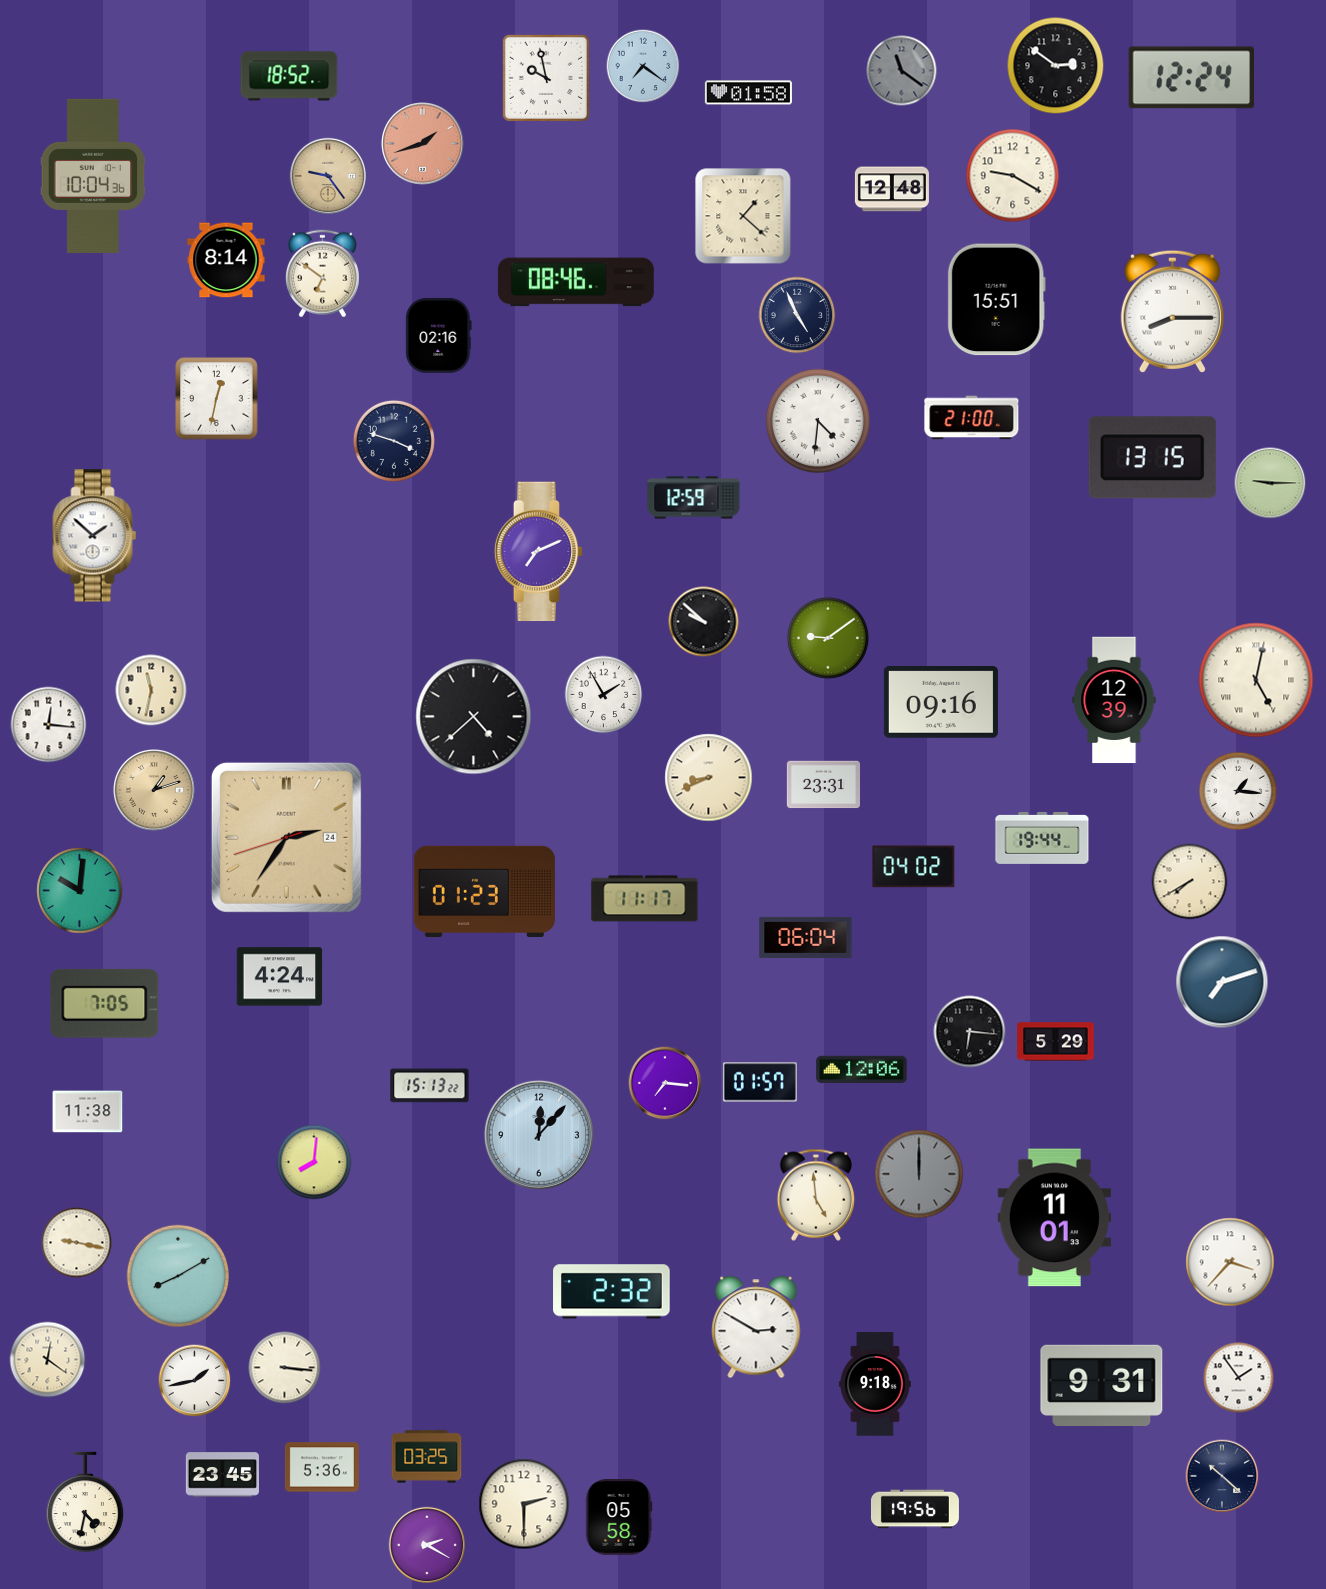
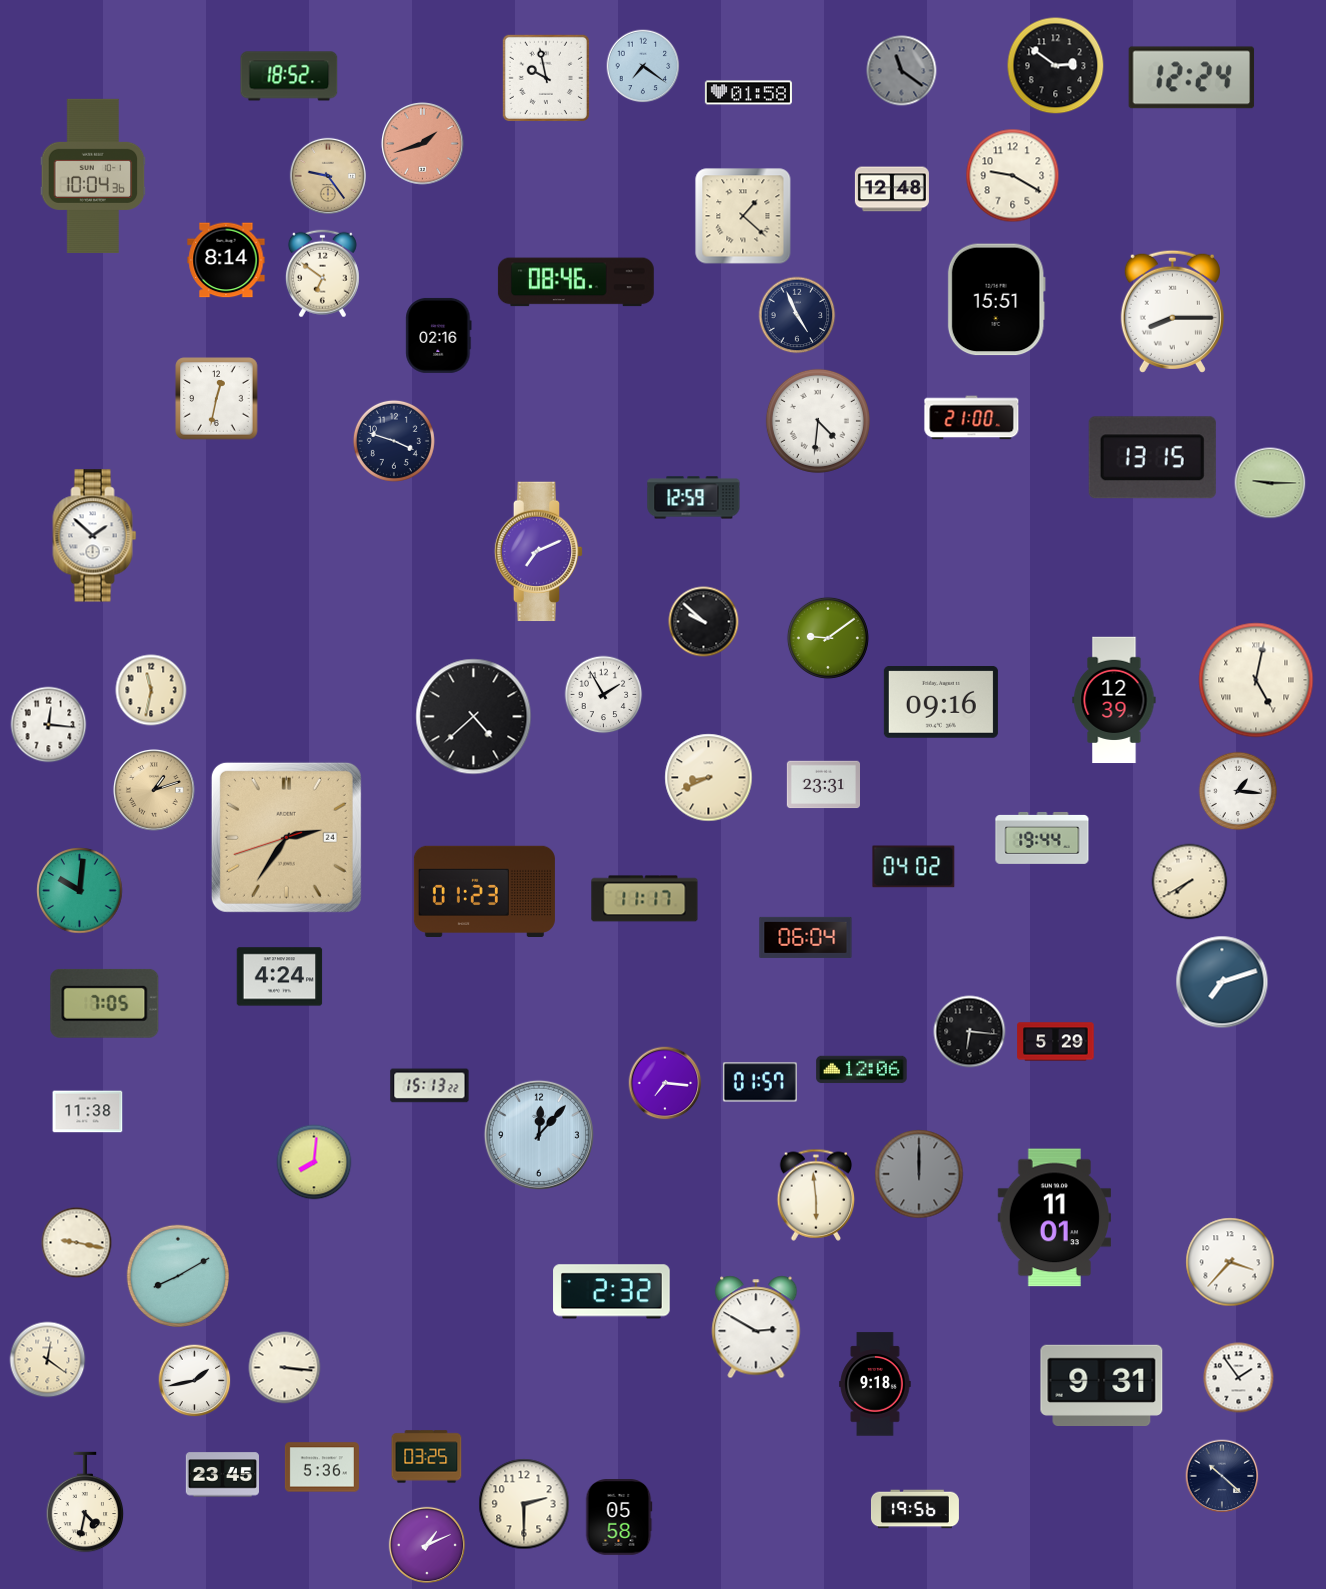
clock at (816, 1195): 4:59 -> 5:59
clock at (426, 1544): 2:20 -> 1:11
